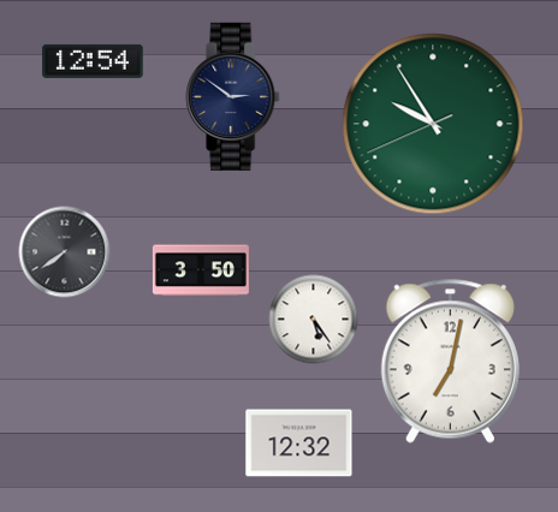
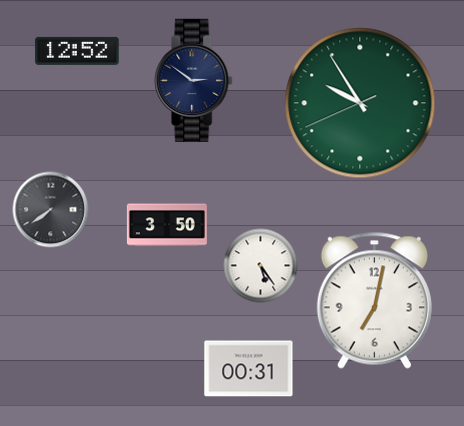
clock at (93, 61): 12:54 -> 12:52
clock at (65, 252) position: (65, 252) -> (51, 210)
clock at (299, 443): 12:32 -> 00:31
